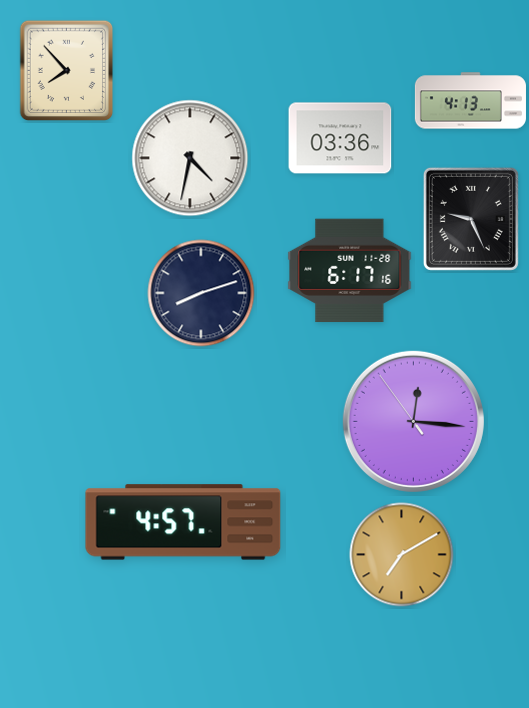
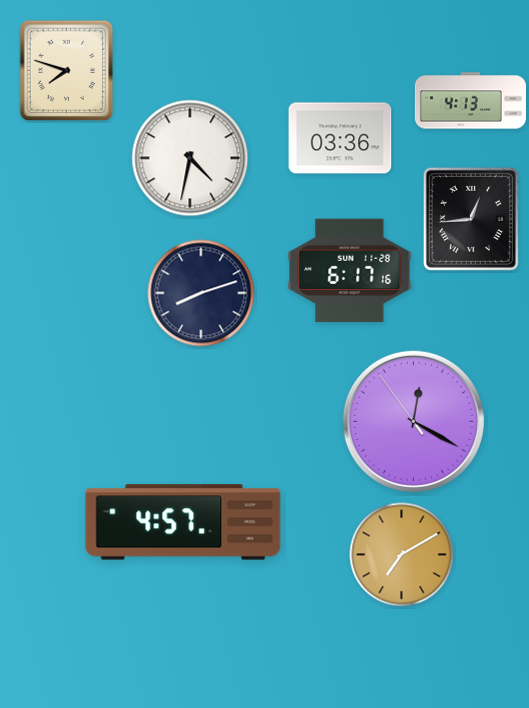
clock at (67, 71): 7:53 -> 7:48
clock at (471, 219): 9:26 -> 12:44
clock at (413, 421): 12:15 -> 12:19
